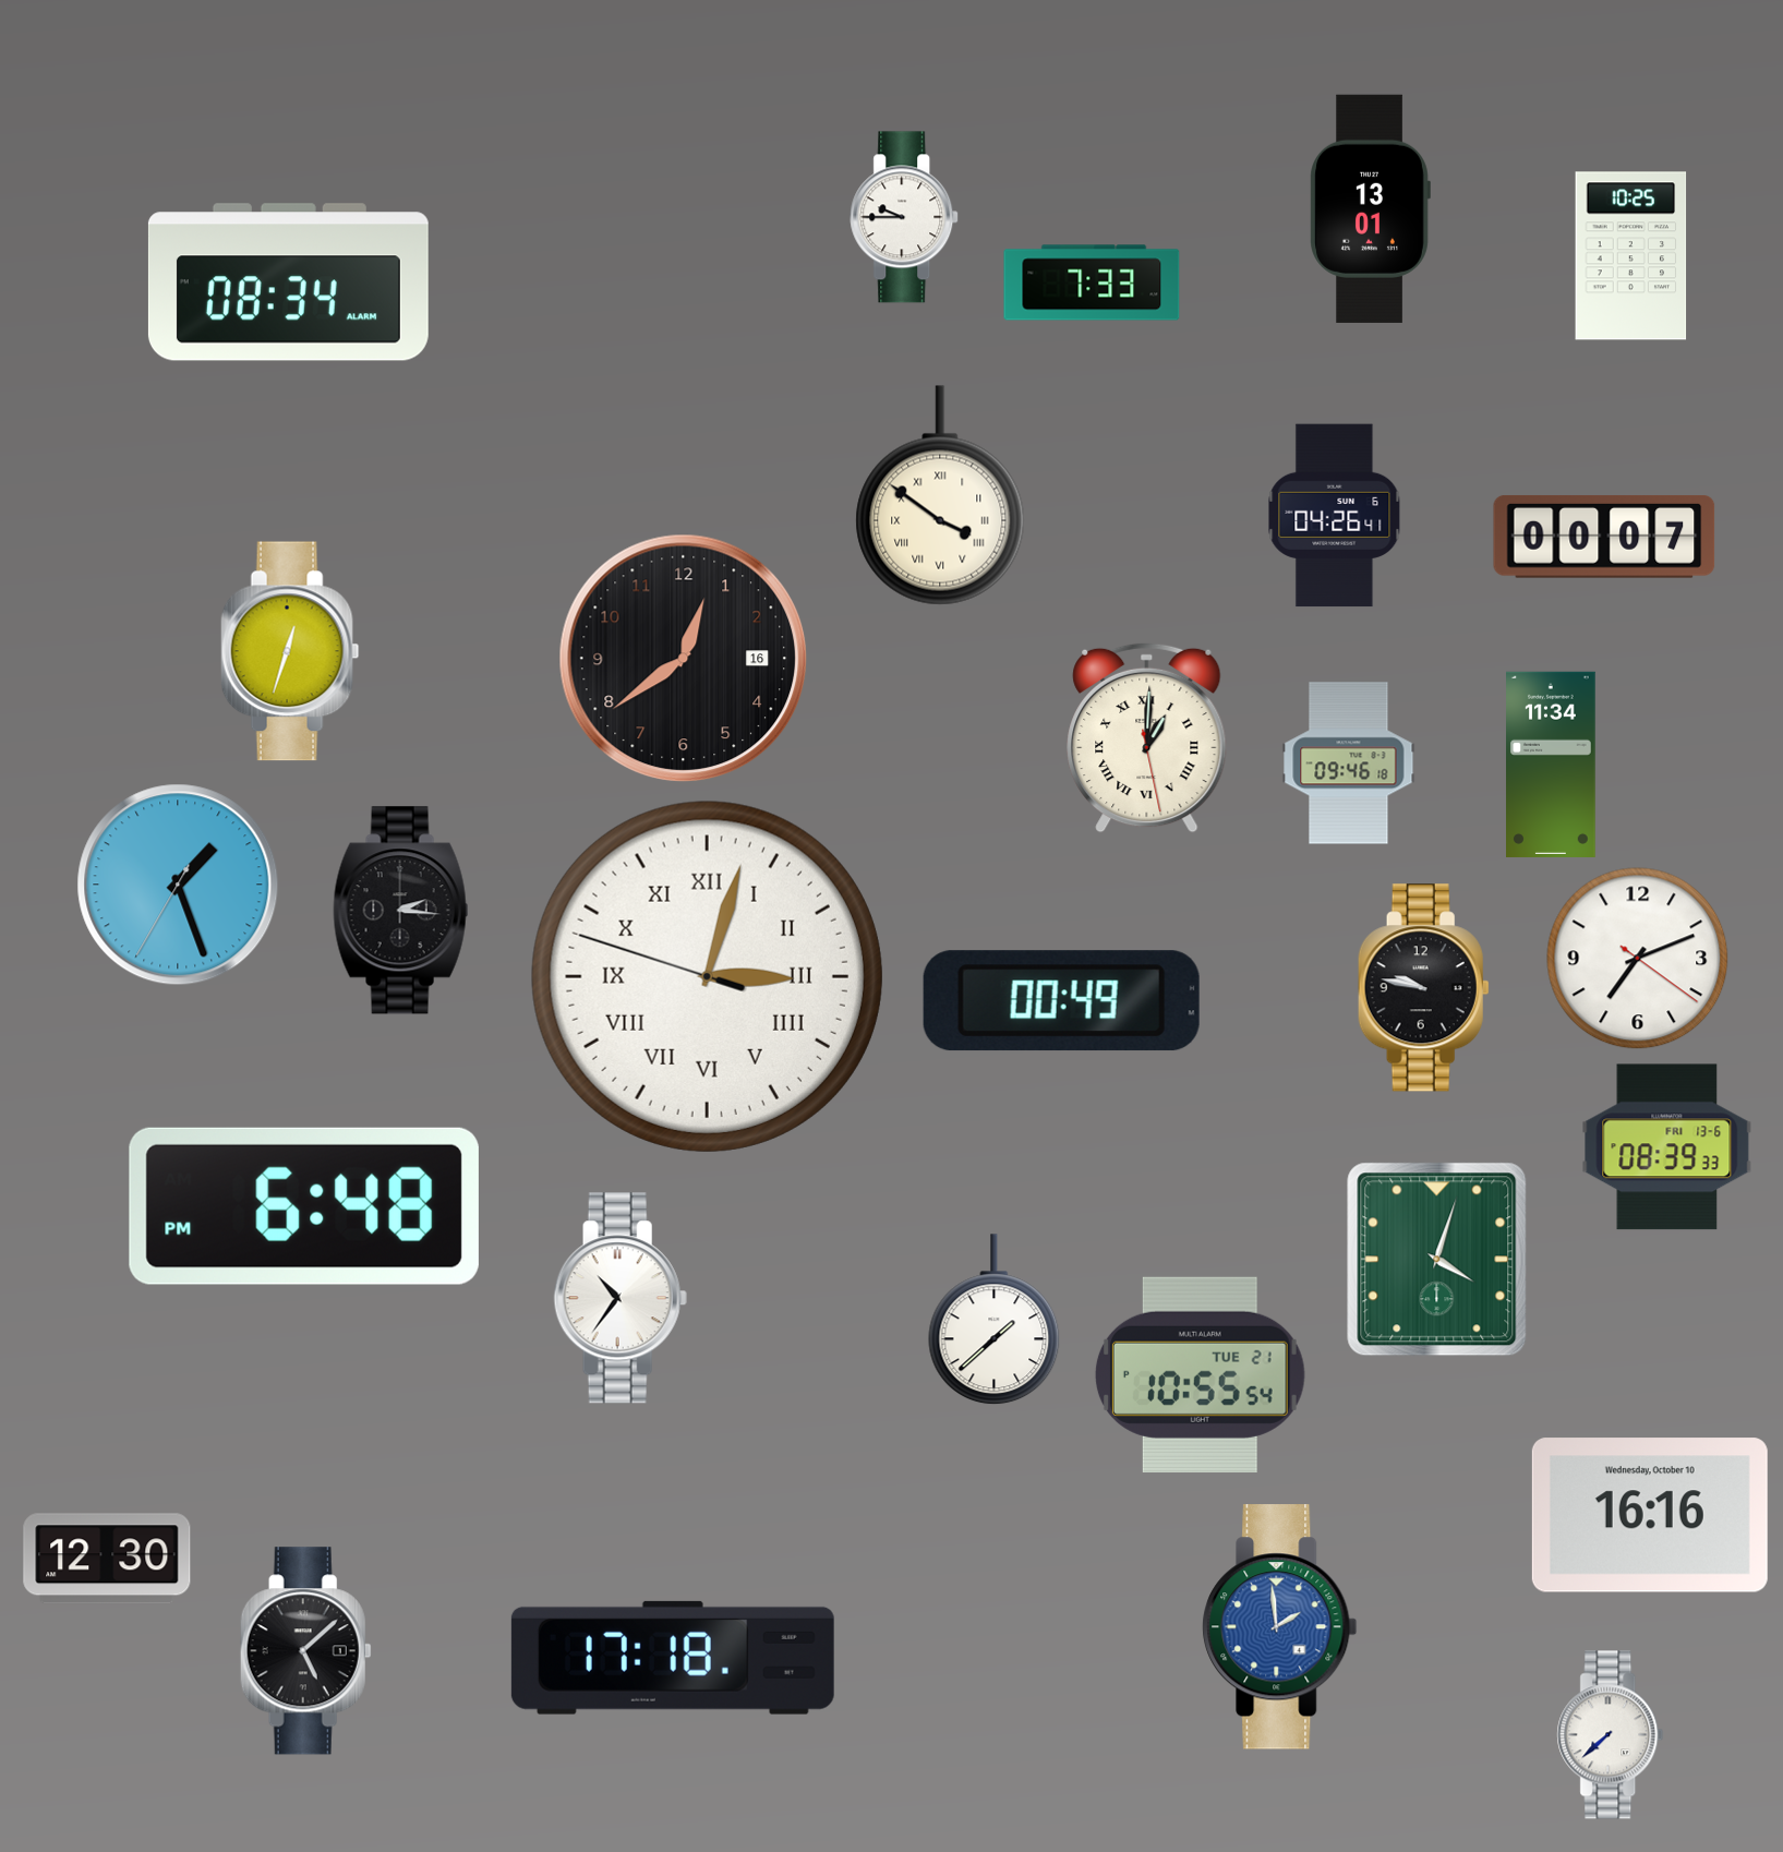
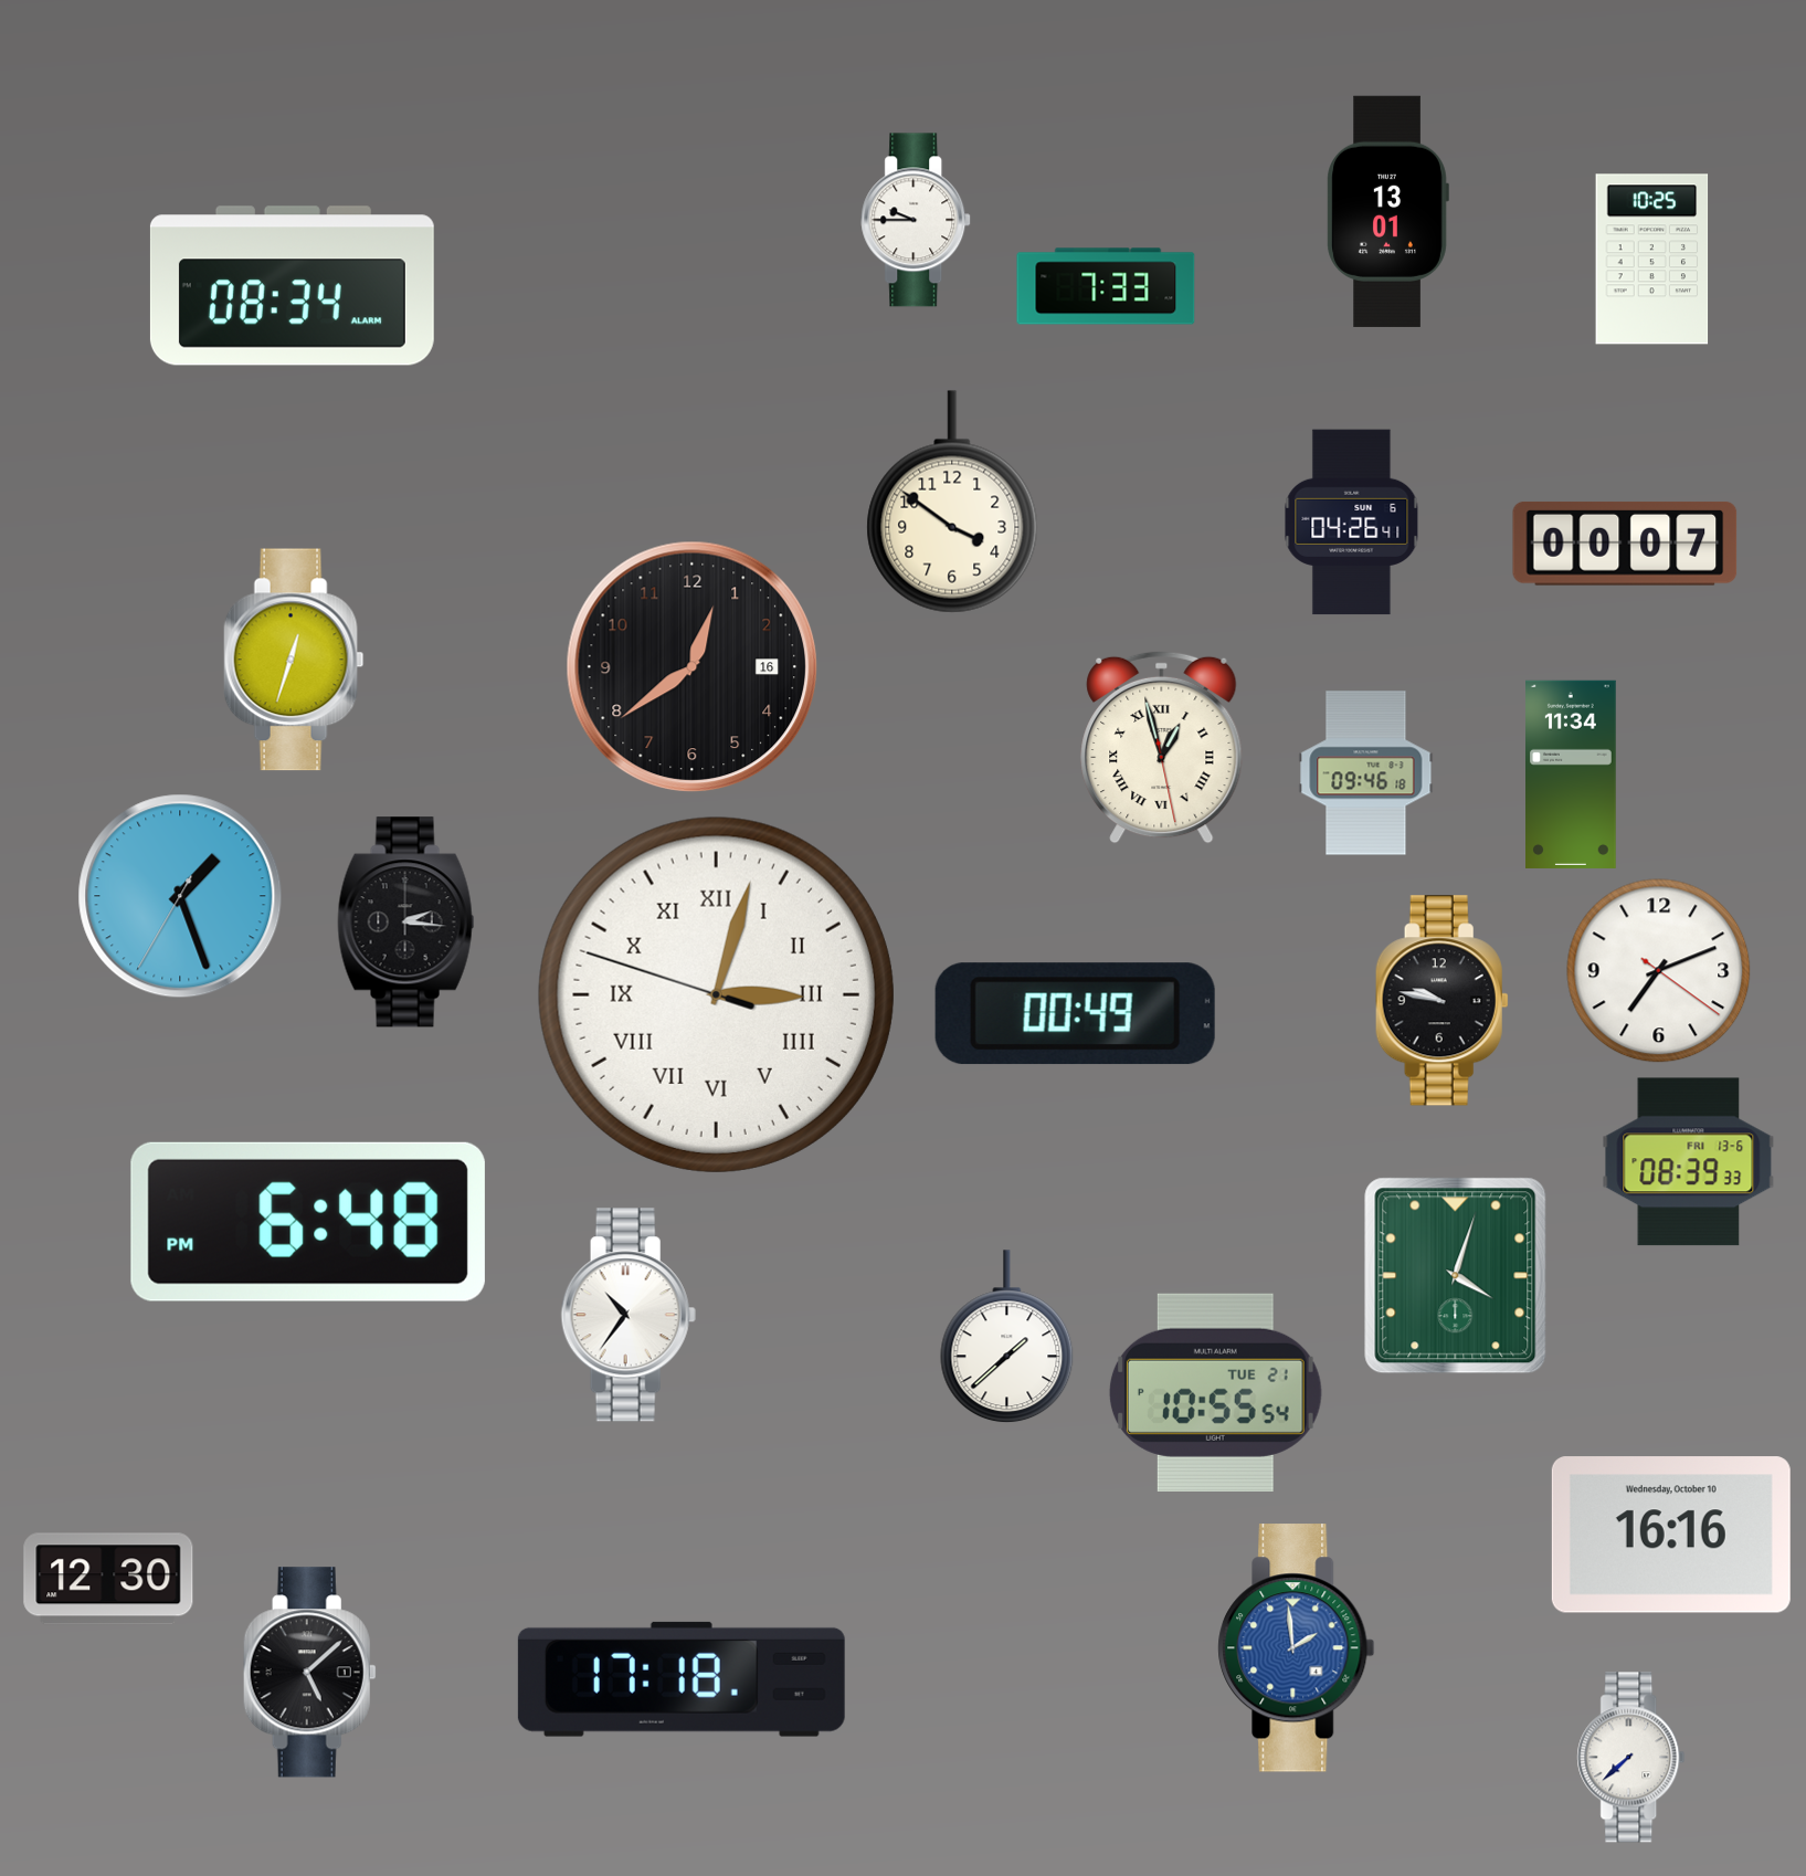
clock at (940, 495) numerals: Roman -> Arabic
clock at (1147, 737): 1:00 -> 12:57
clock at (707, 976) position: (707, 976) -> (716, 994)
